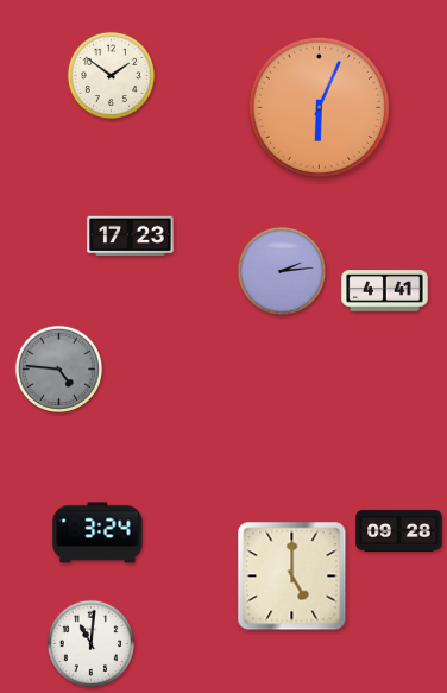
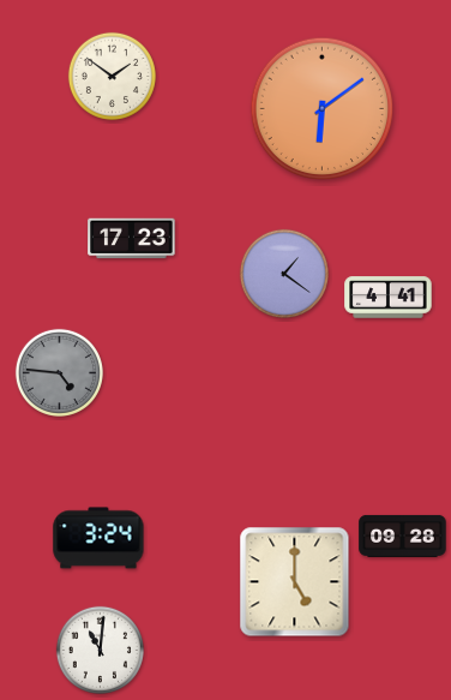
clock at (320, 108): 6:04 -> 6:09
clock at (282, 271): 2:14 -> 1:21
clock at (385, 291) position: (385, 291) -> (389, 298)
clock at (90, 643) position: (90, 643) -> (100, 650)
